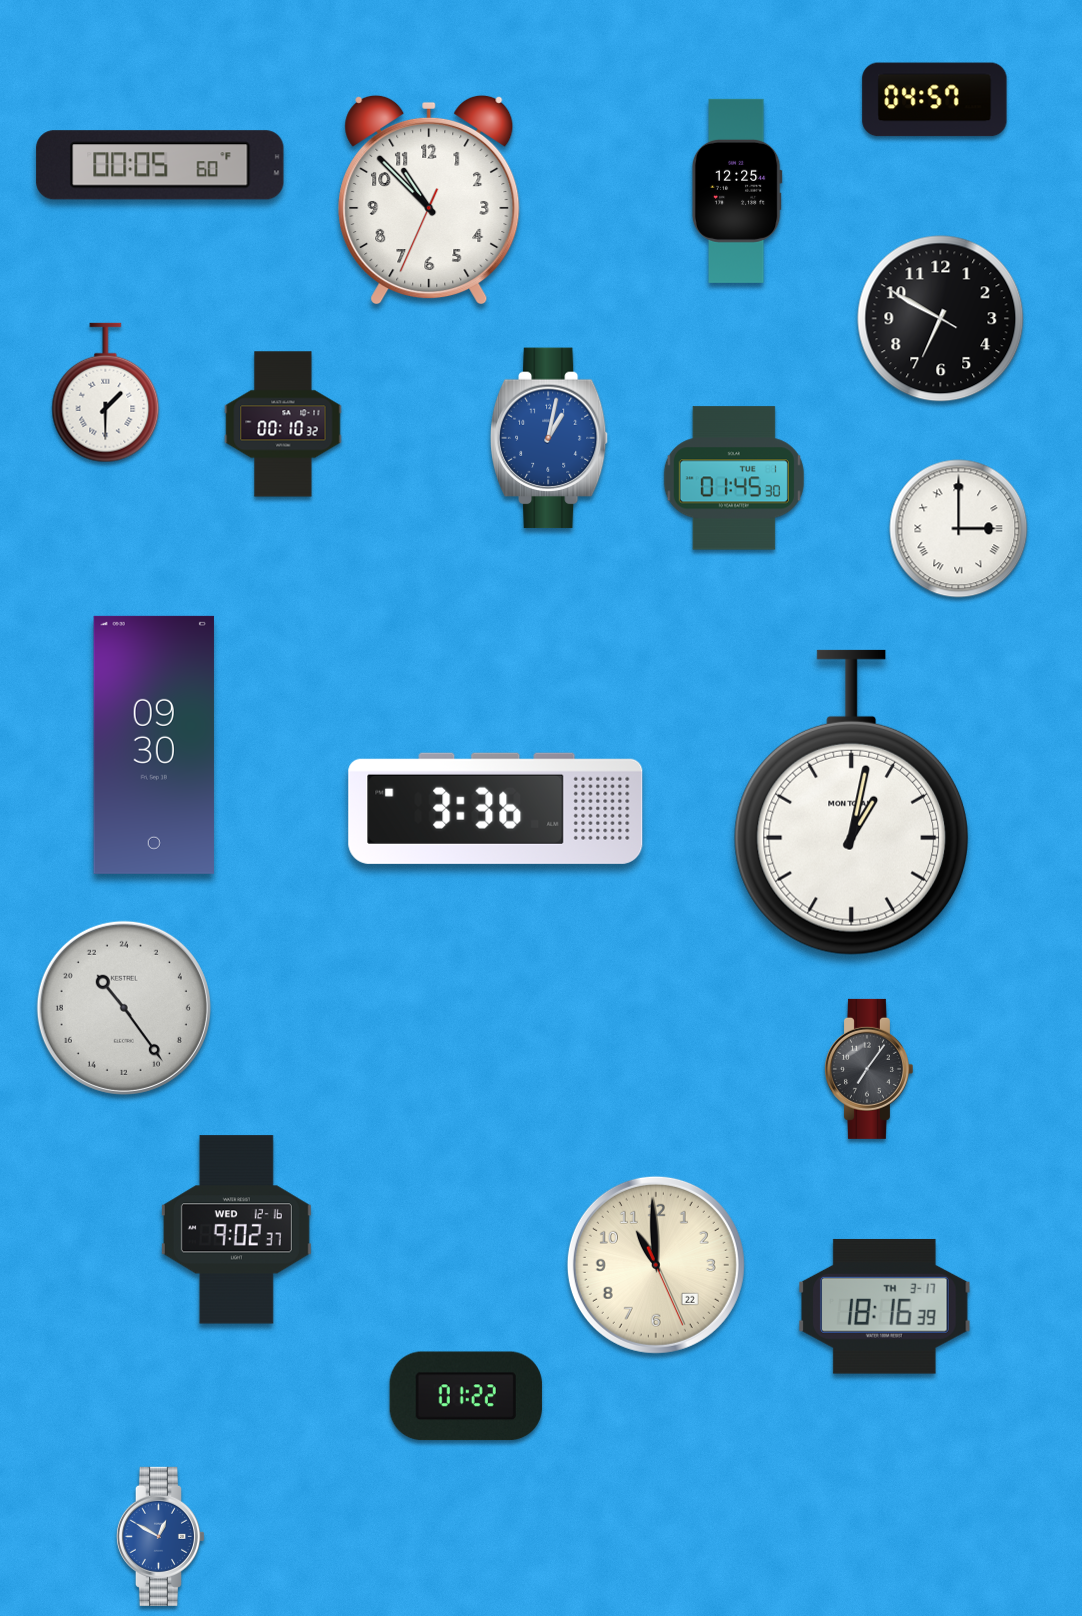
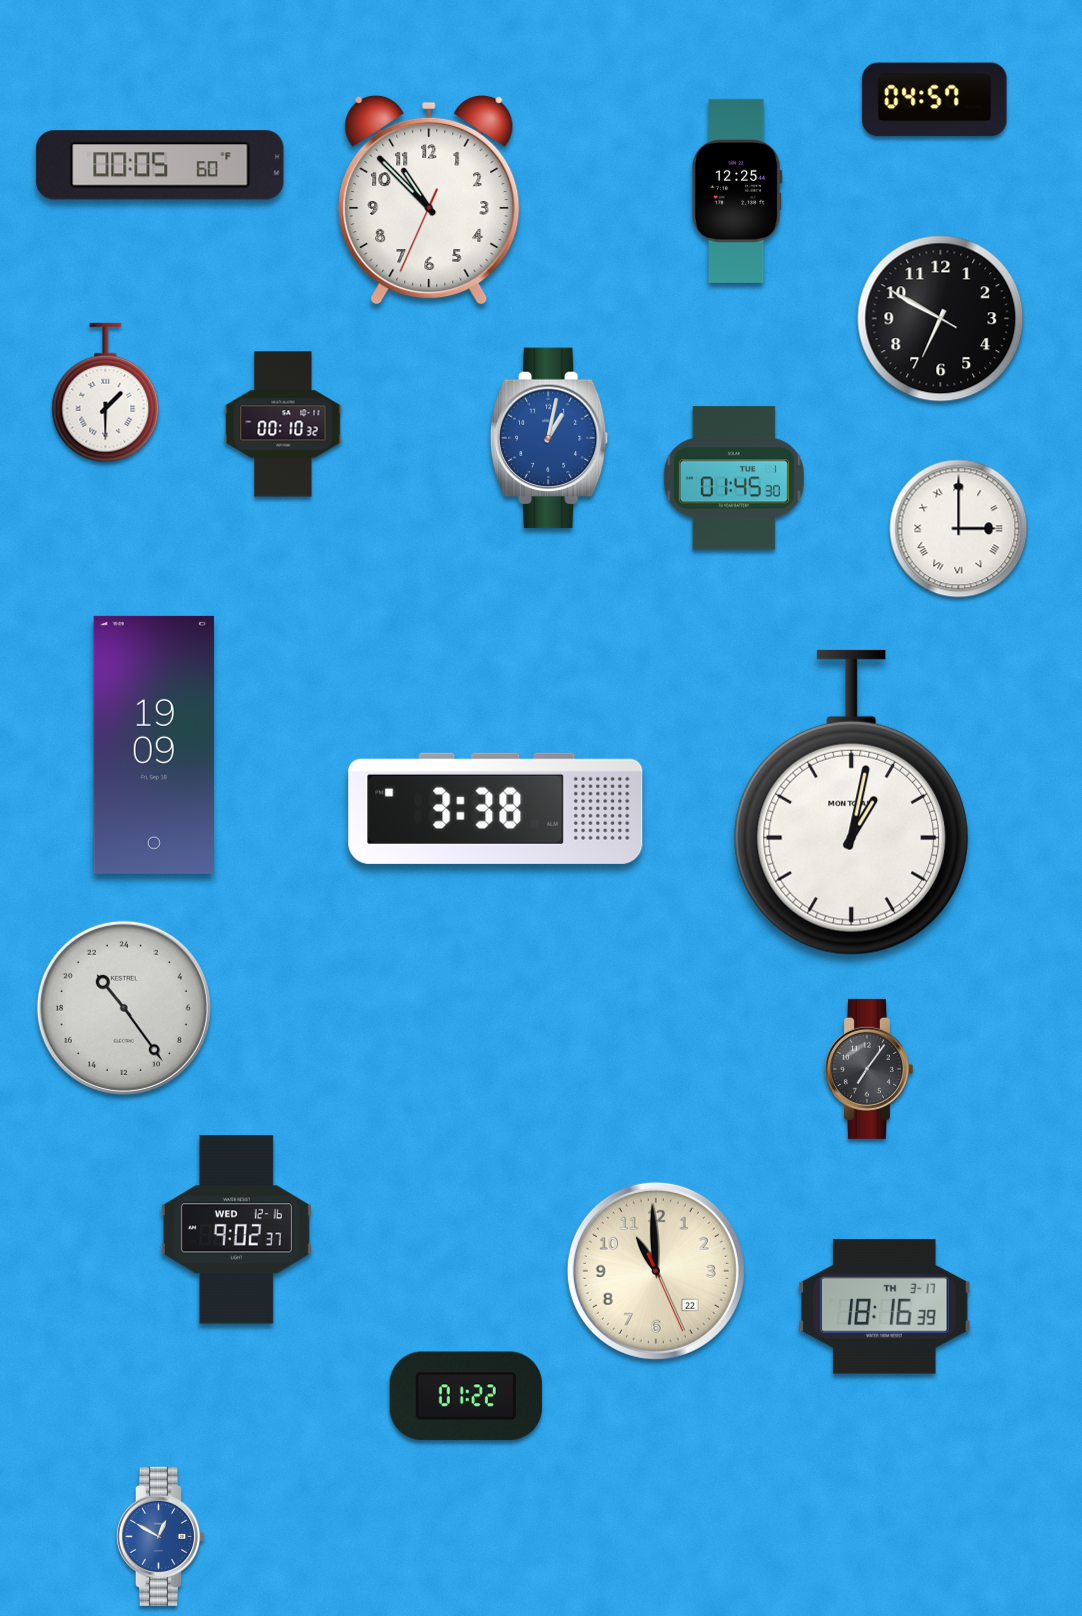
clock at (154, 745): 09:30 -> 19:09
clock at (496, 808): 3:36 -> 3:38
clock at (656, 1265) position: (656, 1265) -> (656, 1271)
